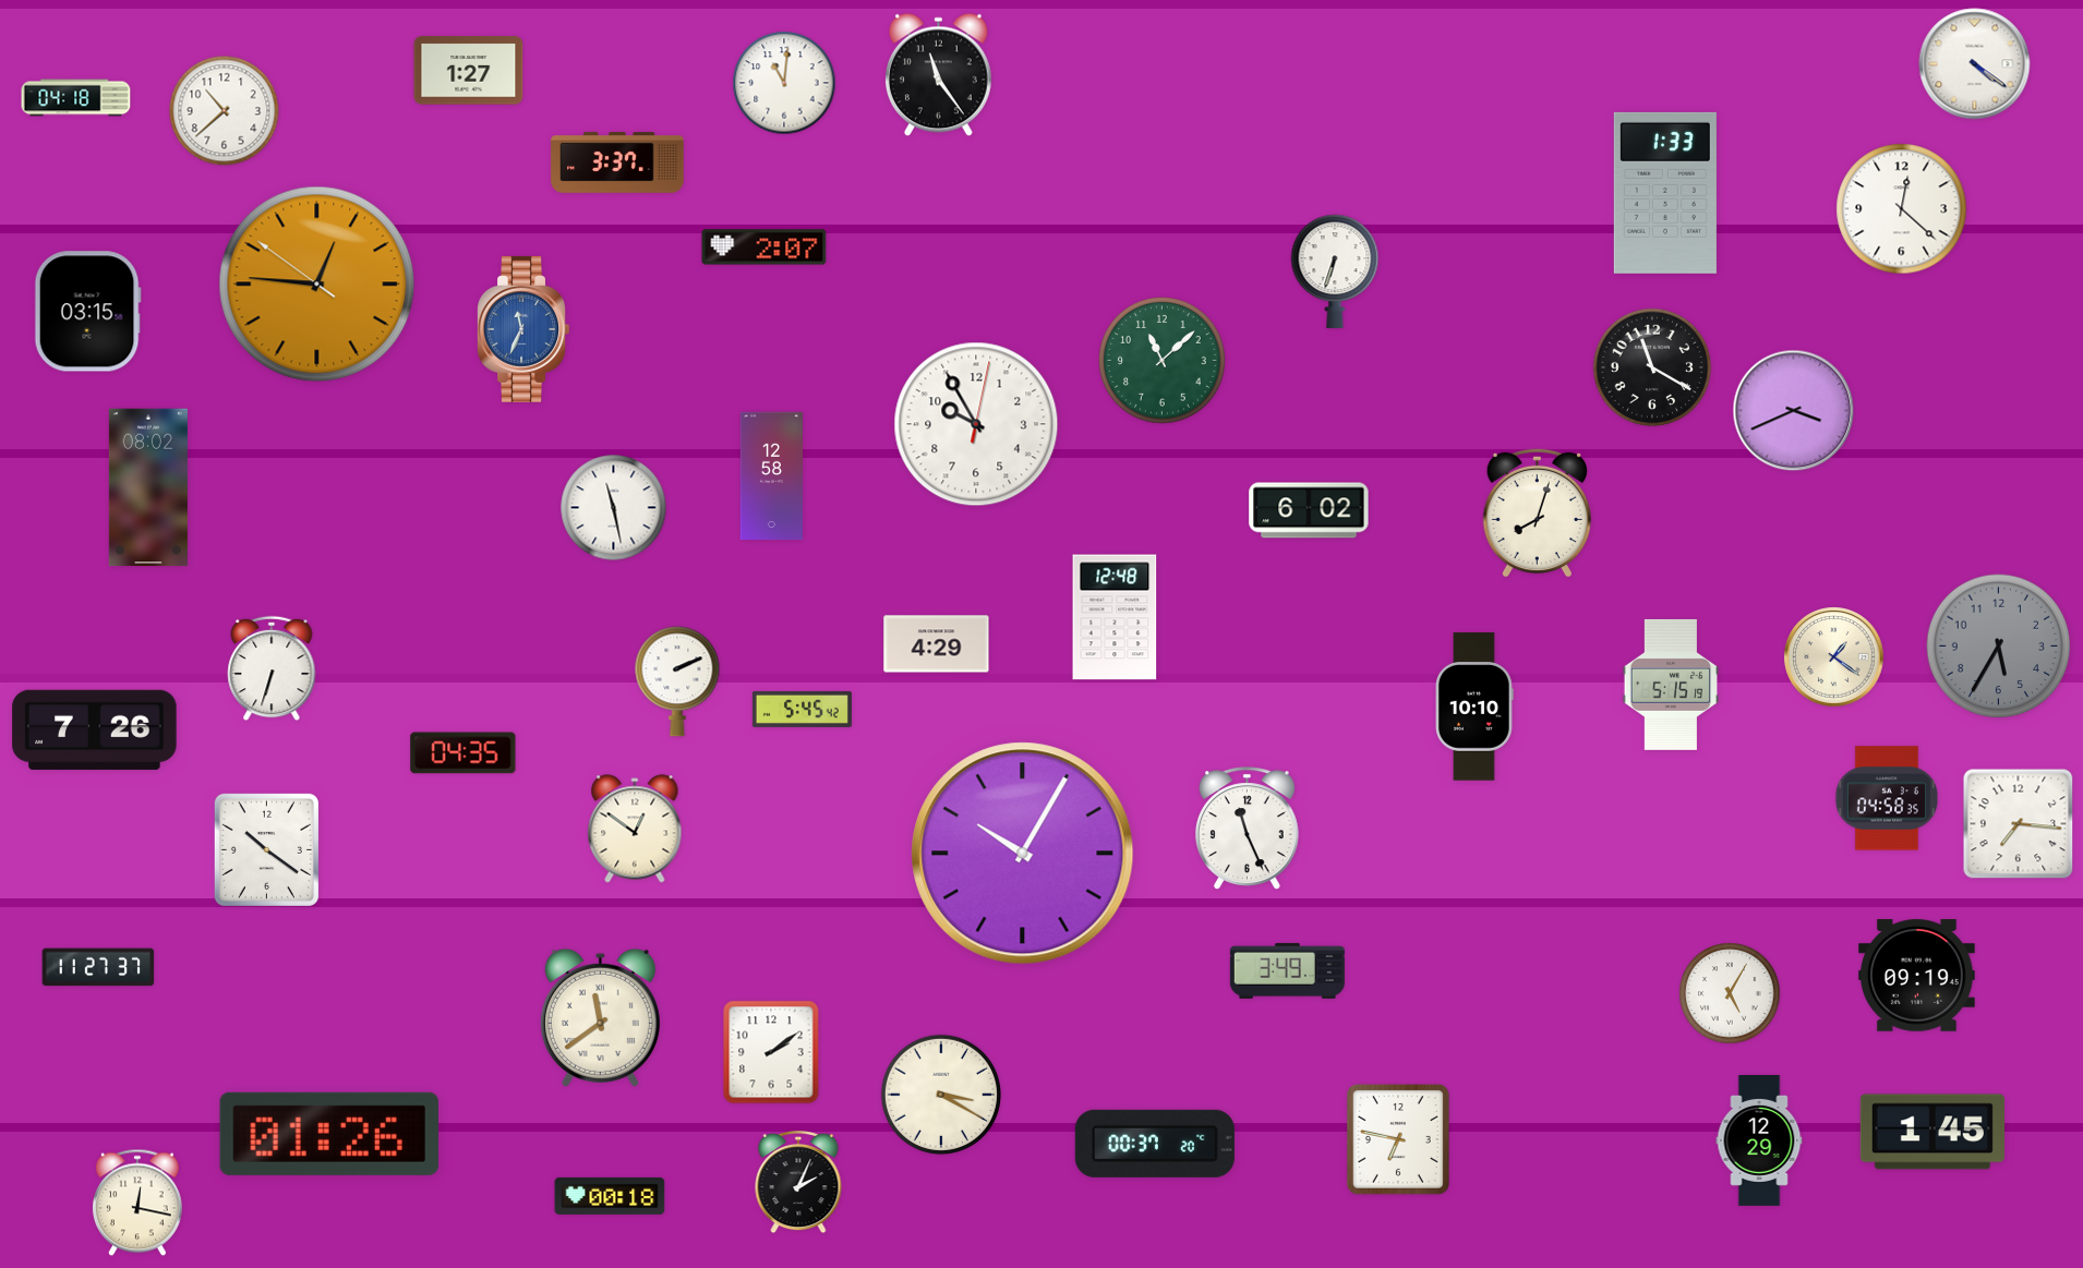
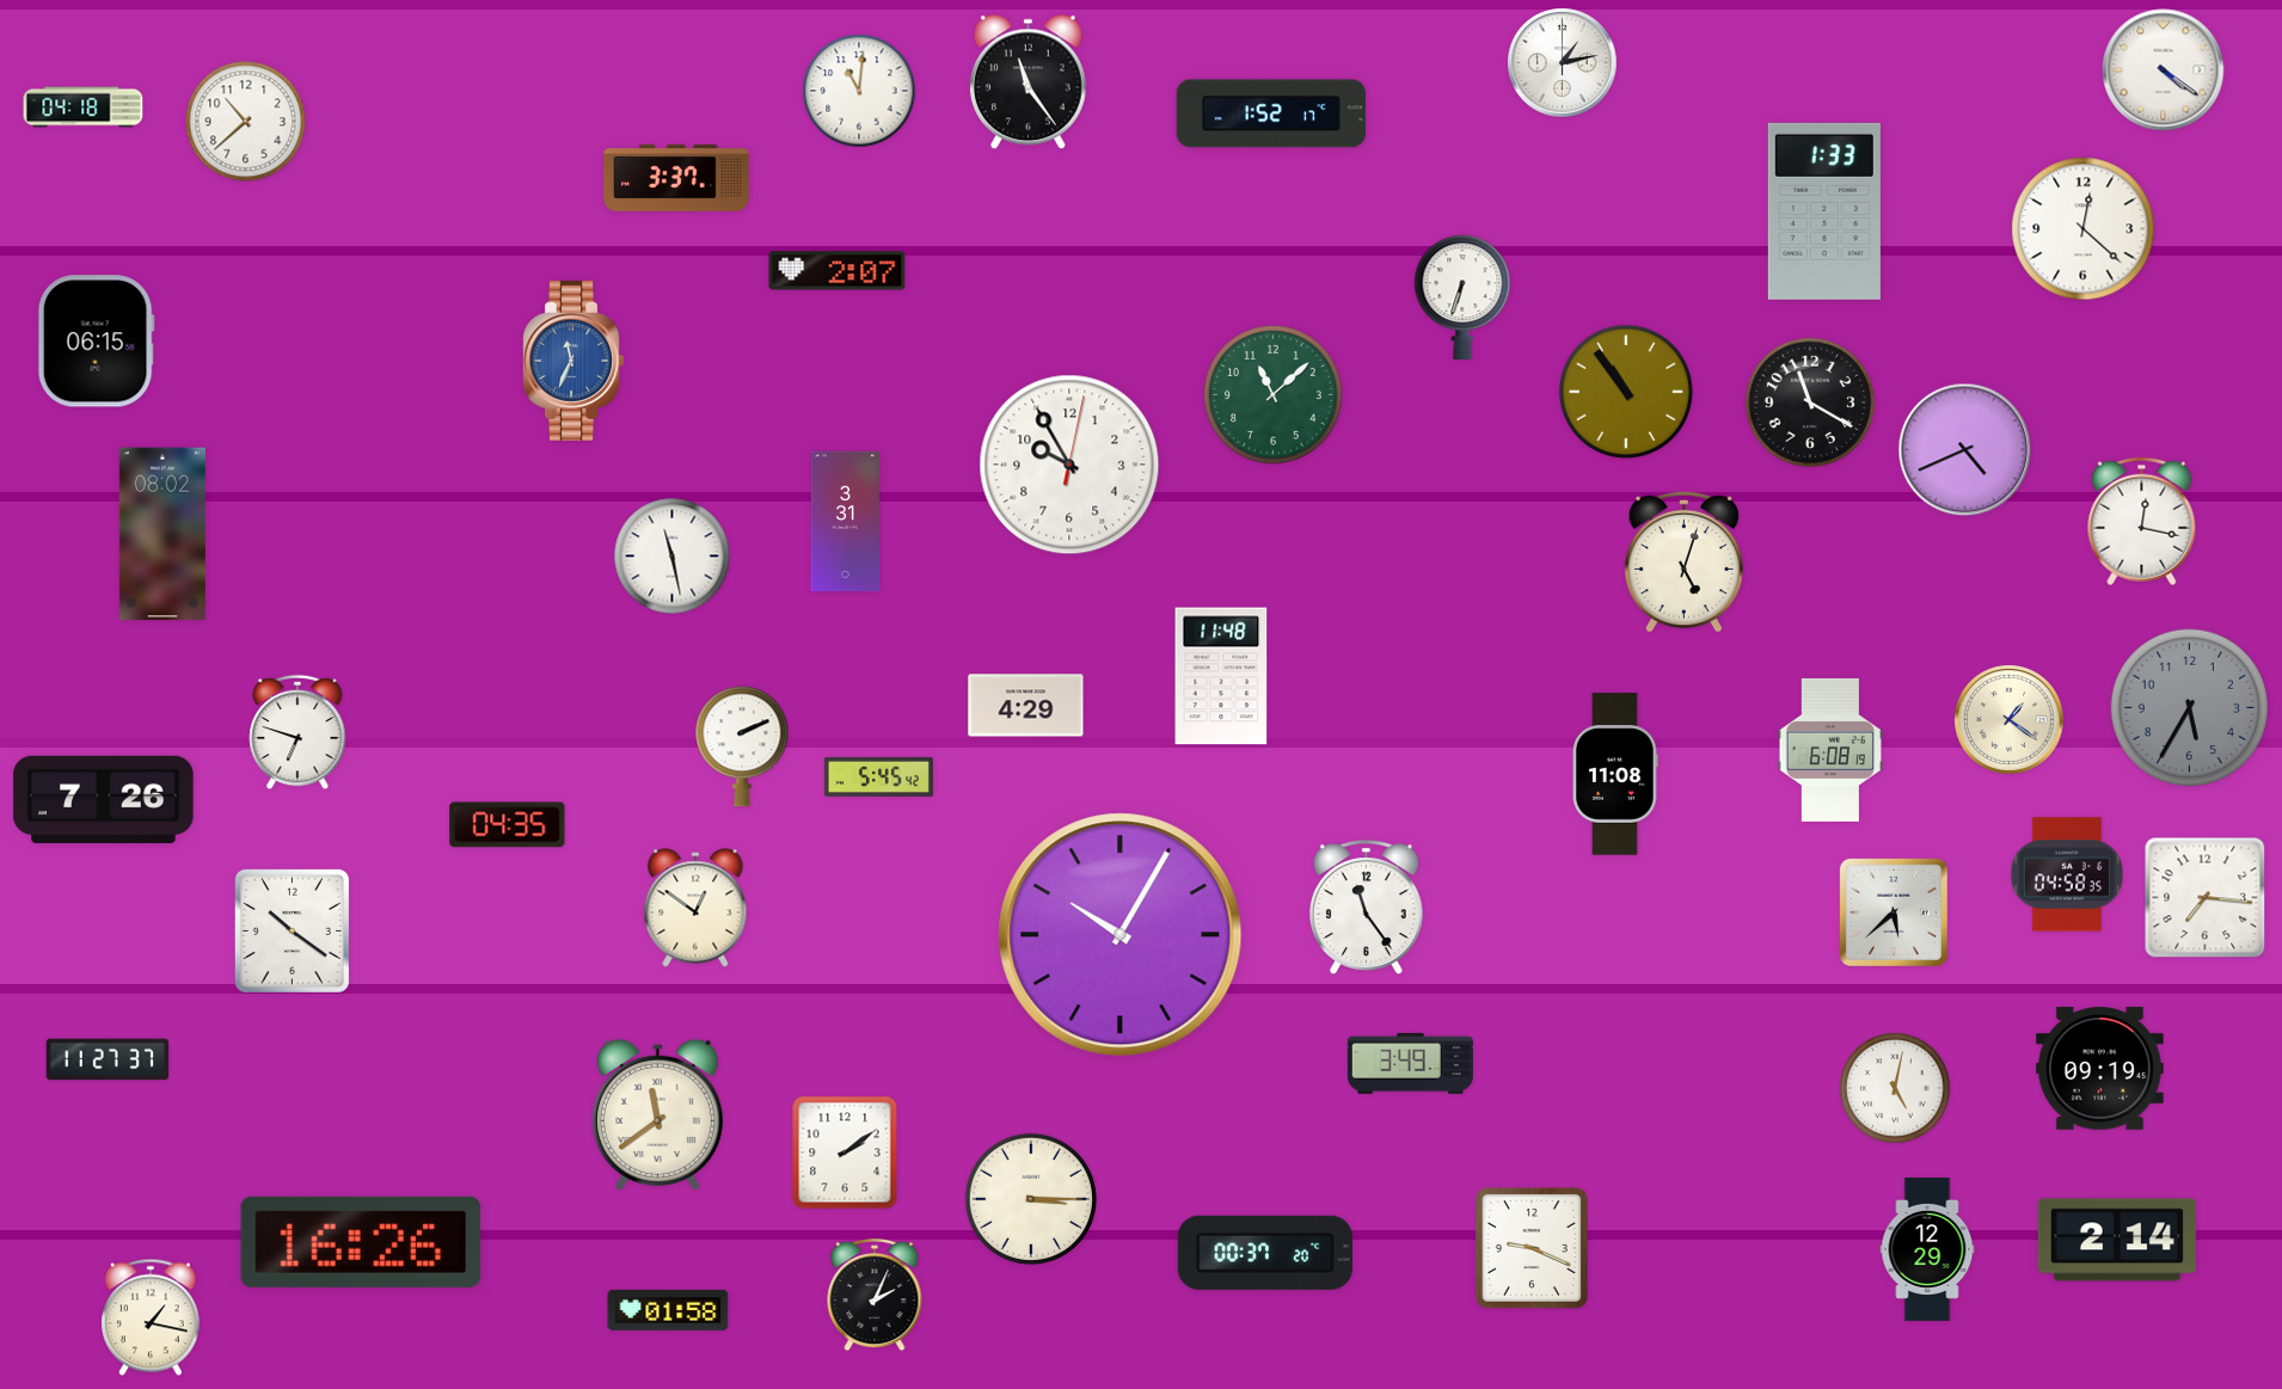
clock at (1563, 63): none -> 1:13
clock at (469, 71): 1:27 -> none
clock at (1271, 113): none -> 1:52
clock at (317, 285): 12:45 -> none
clock at (87, 312): 03:15 -> 06:15
clock at (1626, 392): none -> 10:54
clock at (1794, 411): 3:41 -> 4:41
clock at (771, 476): 12:58 -> 3:31
clock at (2142, 522): none -> 12:17
clock at (1309, 510): 6:02 -> none
clock at (1537, 512): 8:03 -> 5:03
clock at (1115, 617): 12:48 -> 11:48
clock at (272, 668): 6:33 -> 6:48
clock at (1670, 685): 5:15 -> 6:08
clock at (1476, 707): 10:10 -> 11:08
clock at (2019, 824) position: (2019, 824) -> (2206, 898)
clock at (1247, 829): 11:26 -> 11:24
clock at (1894, 912): none -> 5:38
clock at (1730, 993): 5:05 -> 5:02
clock at (941, 1095): 3:20 -> 3:15
clock at (1933, 1132): 1:45 -> 2:14
clock at (329, 1134): 01:26 -> 16:26
clock at (1398, 1139): 6:47 -> 9:19
clock at (610, 1196): 00:18 -> 01:58
clock at (137, 1203): 12:17 -> 1:17
